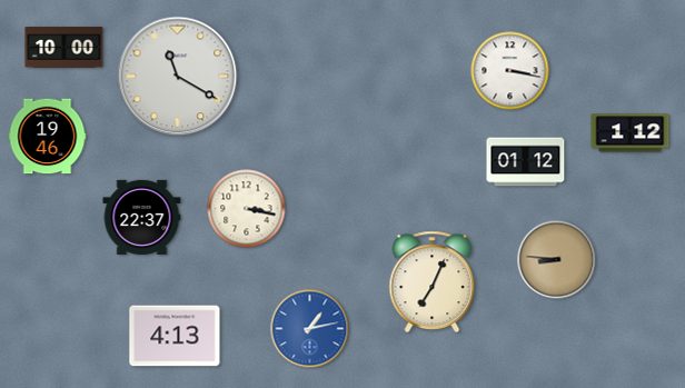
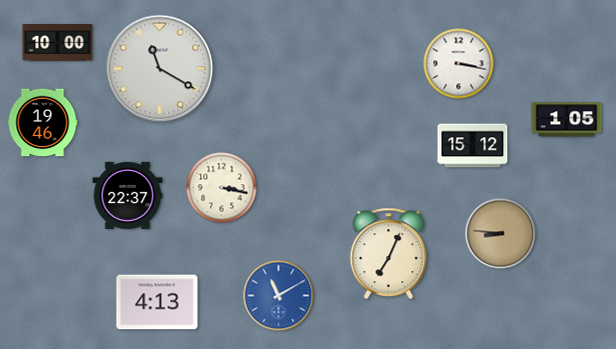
clock at (631, 133): 1:12 -> 1:05
clock at (526, 162): 01:12 -> 15:12
clock at (310, 329): 1:13 -> 11:10
